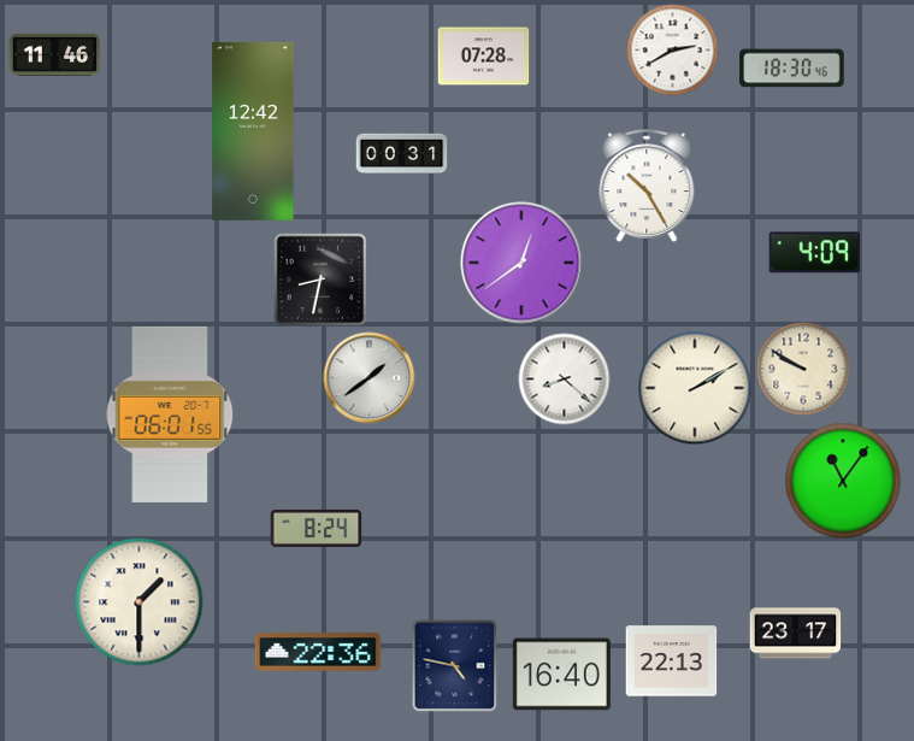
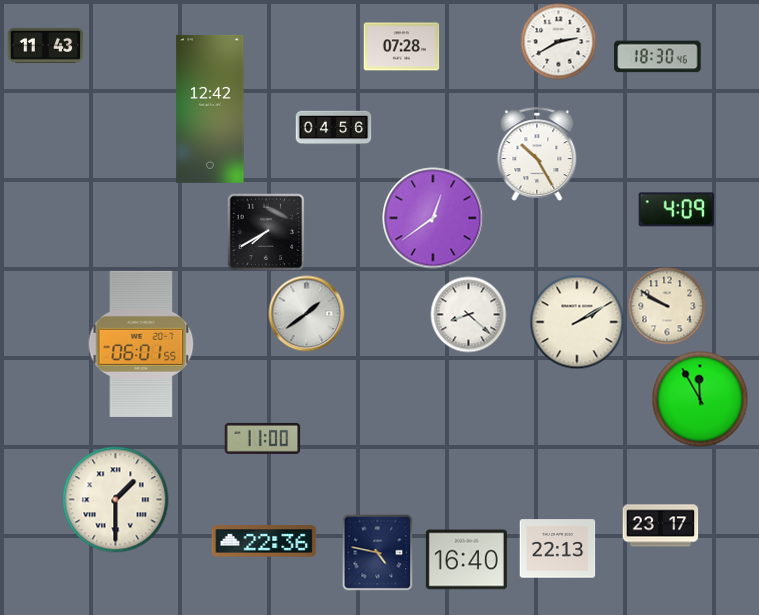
clock at (55, 54): 11:46 -> 11:43
clock at (402, 154): 00:31 -> 04:56
clock at (320, 280): 8:32 -> 7:40
clock at (843, 481): 11:06 -> 11:55
clock at (317, 528): 8:24 -> 11:00
